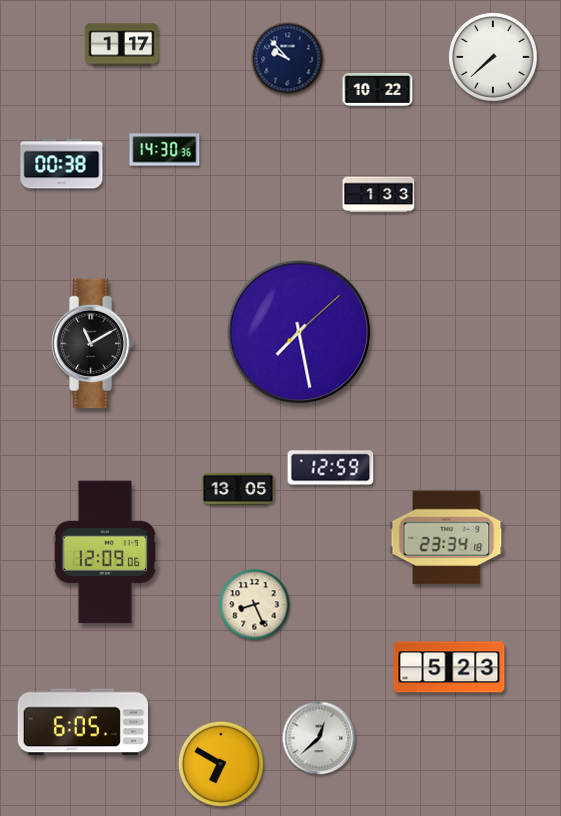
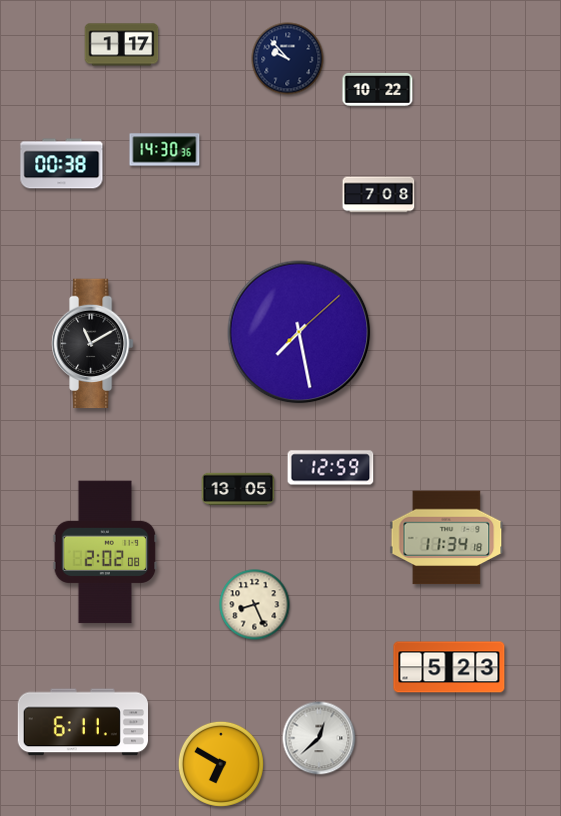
clock at (493, 57): 7:38 -> none
clock at (379, 195): 1:33 -> 7:08
clock at (447, 538): 23:34 -> 11:34
clock at (105, 552): 12:09 -> 2:02
clock at (82, 722): 6:05 -> 6:11
